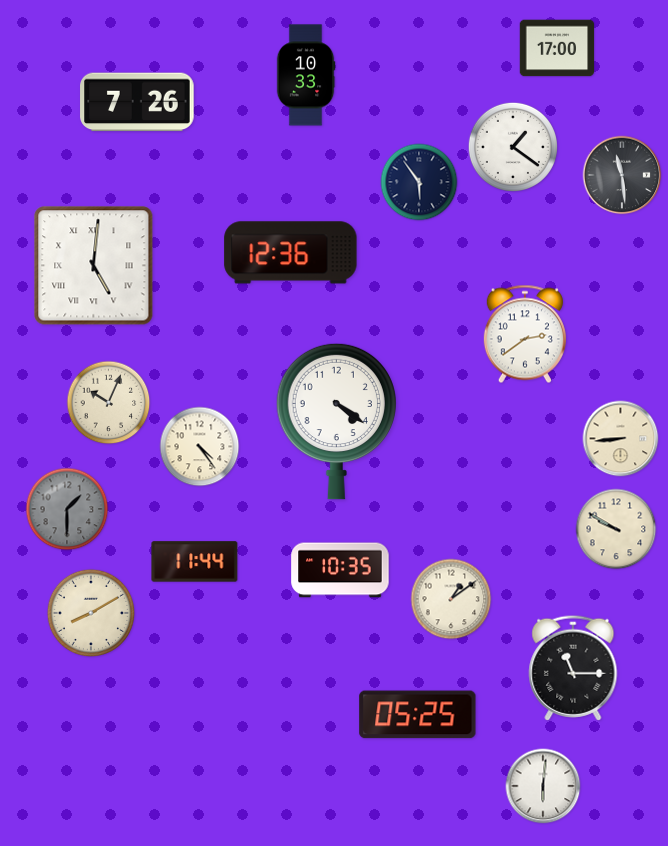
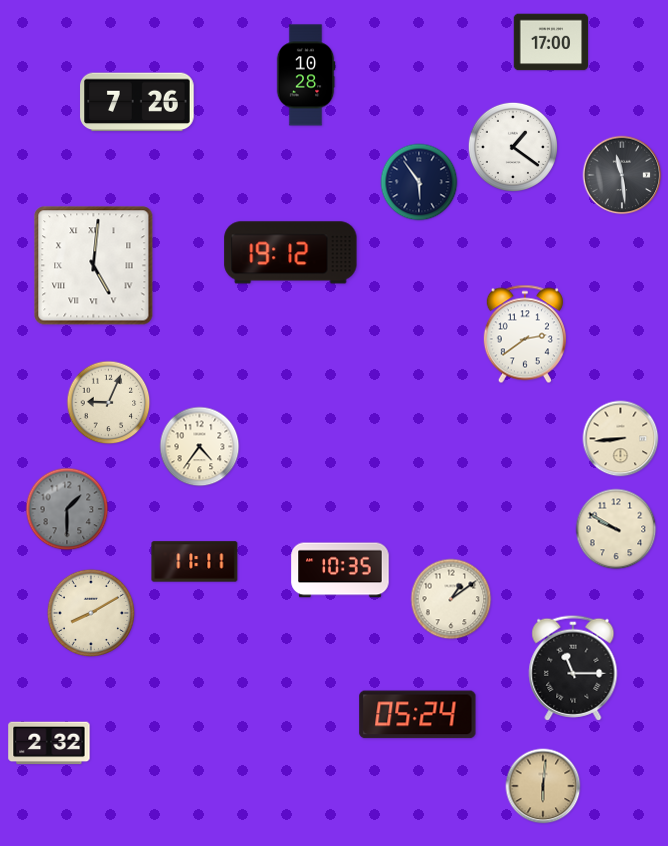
clock at (557, 48) position: (557, 48) -> (551, 42)
clock at (306, 75): 10:33 -> 10:28
clock at (291, 253): 12:36 -> 19:12
clock at (109, 403): 10:04 -> 9:04
clock at (336, 421): 4:21 -> none
clock at (200, 447): 4:24 -> 4:36
clock at (195, 562): 11:44 -> 11:11
clock at (418, 715): 05:25 -> 05:24
clock at (49, 743): none -> 2:32
clock at (543, 786) dial: white -> champagne
